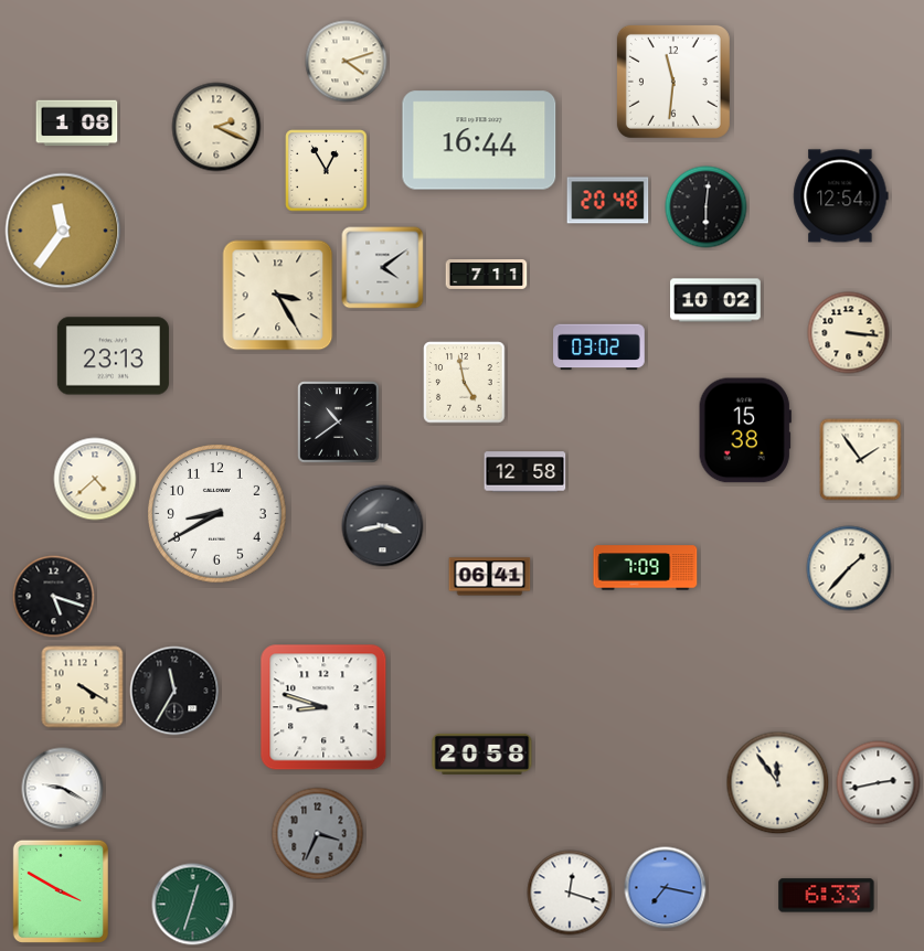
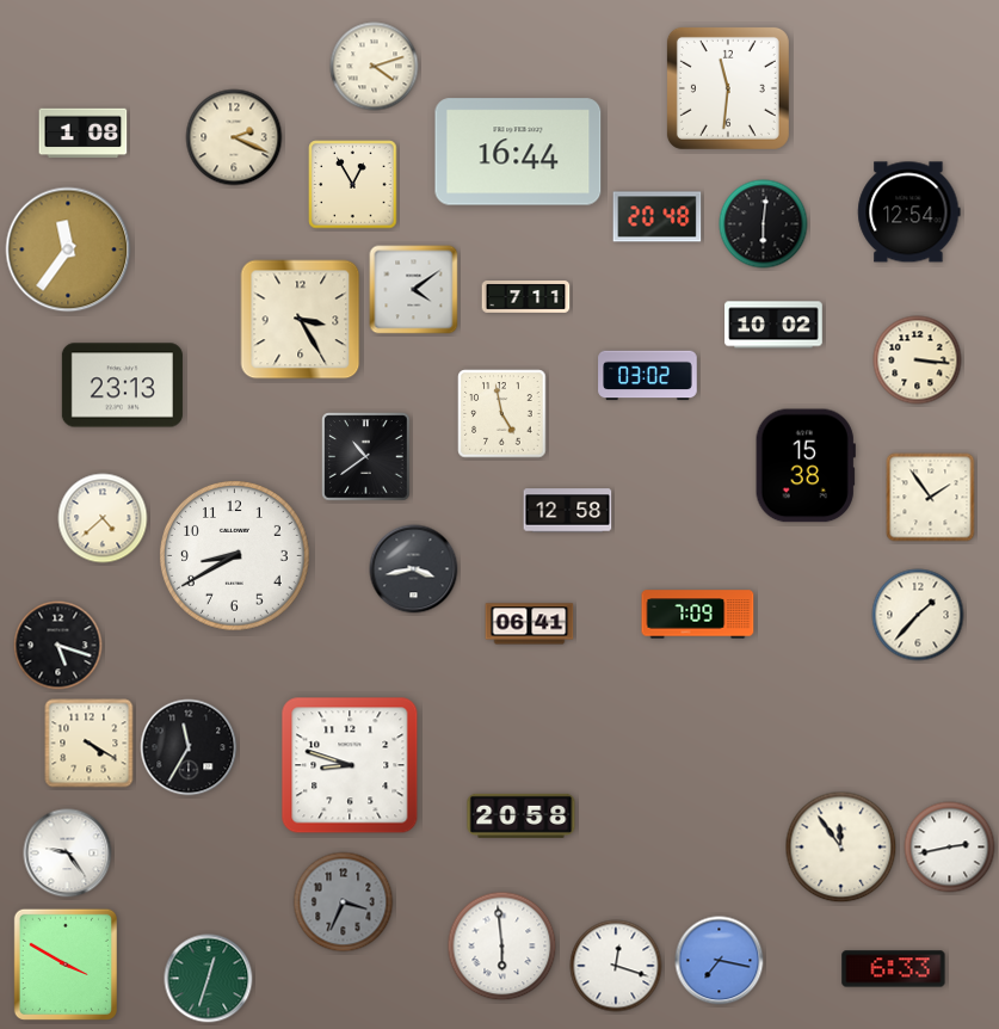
clock at (63, 789): 9:20 -> 9:24
clock at (502, 947): none -> 5:59
